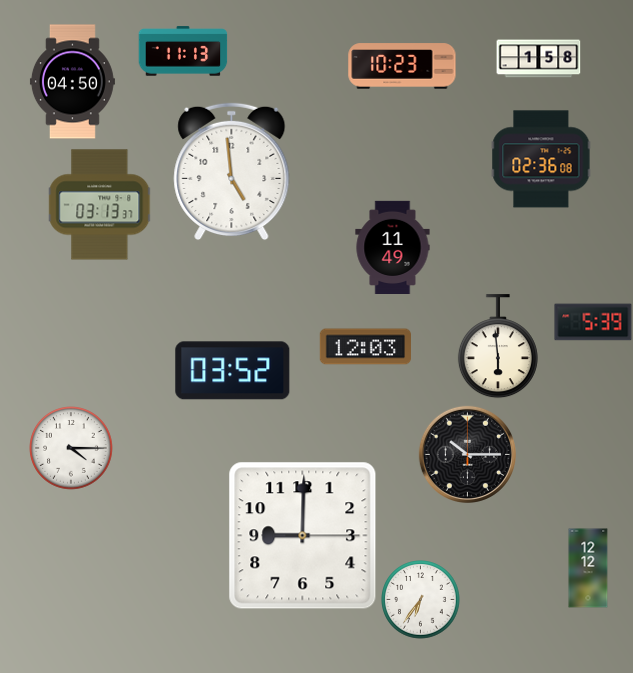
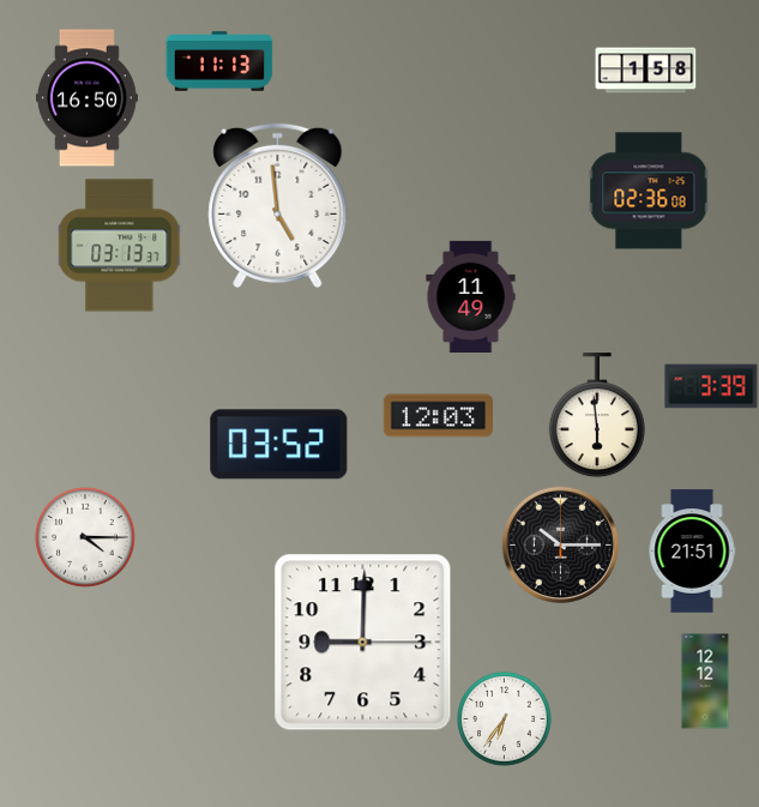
clock at (402, 66): 10:23 -> none
clock at (72, 82): 04:50 -> 16:50
clock at (593, 322): 5:39 -> 3:39
clock at (692, 552): none -> 21:51
